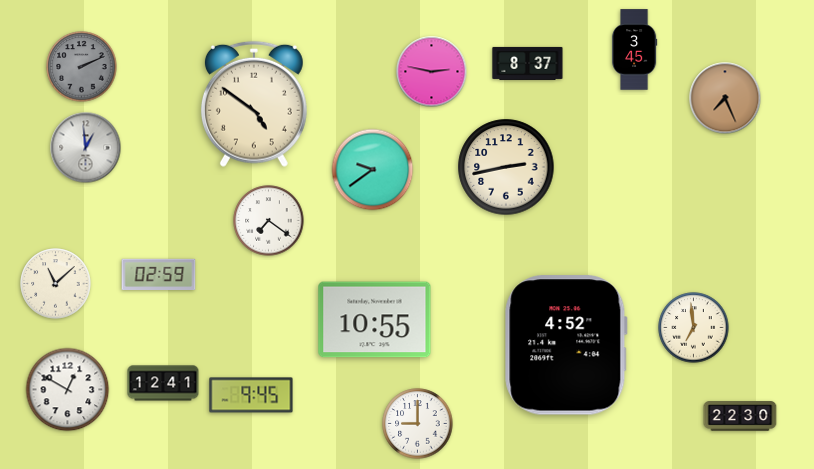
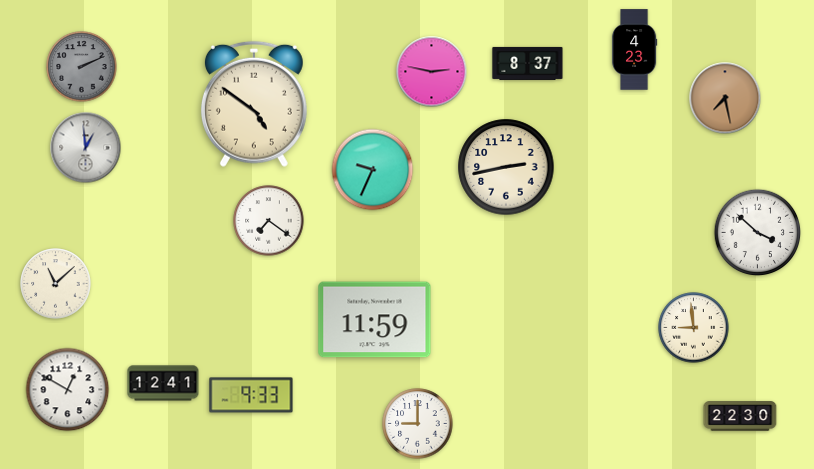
clock at (634, 50): 3:45 -> 4:23
clock at (725, 98): 7:26 -> 7:28
clock at (373, 170): 9:39 -> 9:34
clock at (758, 233): none -> 3:52
clock at (159, 274): 02:59 -> none
clock at (375, 320): 10:55 -> 11:59
clock at (694, 328): 6:59 -> 8:59
clock at (566, 345): 4:52 -> none
clock at (251, 395): 9:45 -> 9:33
